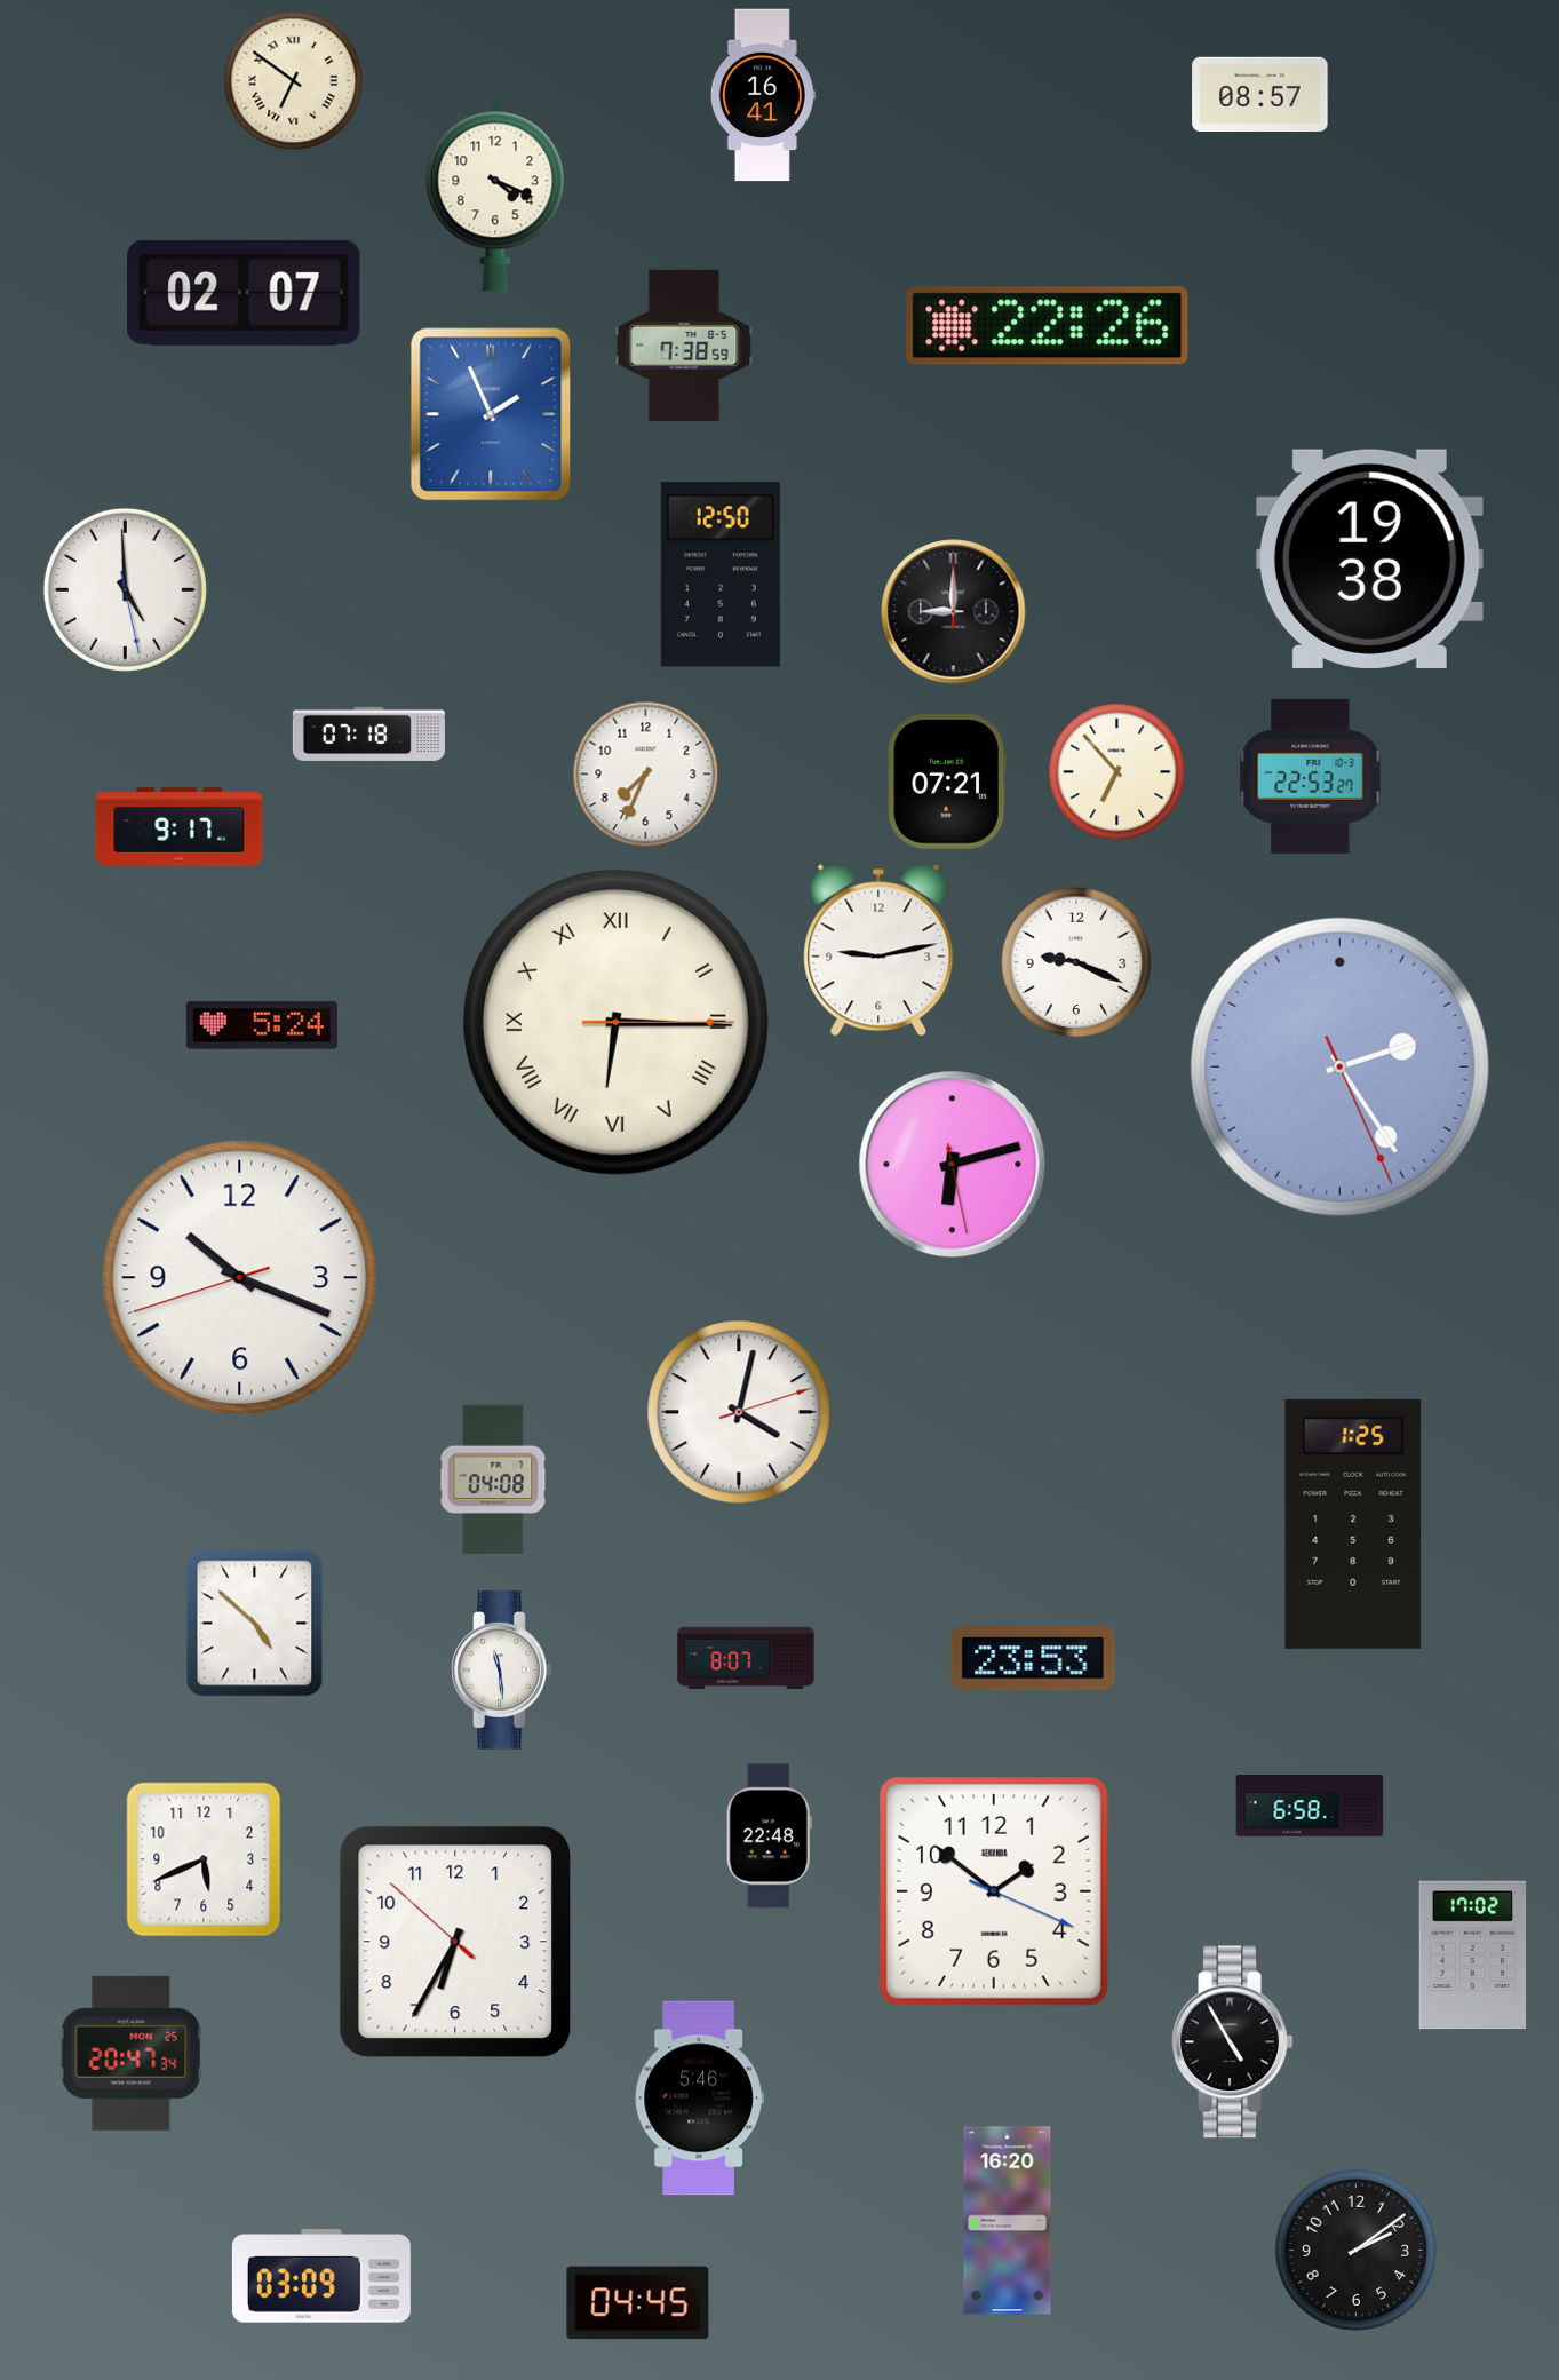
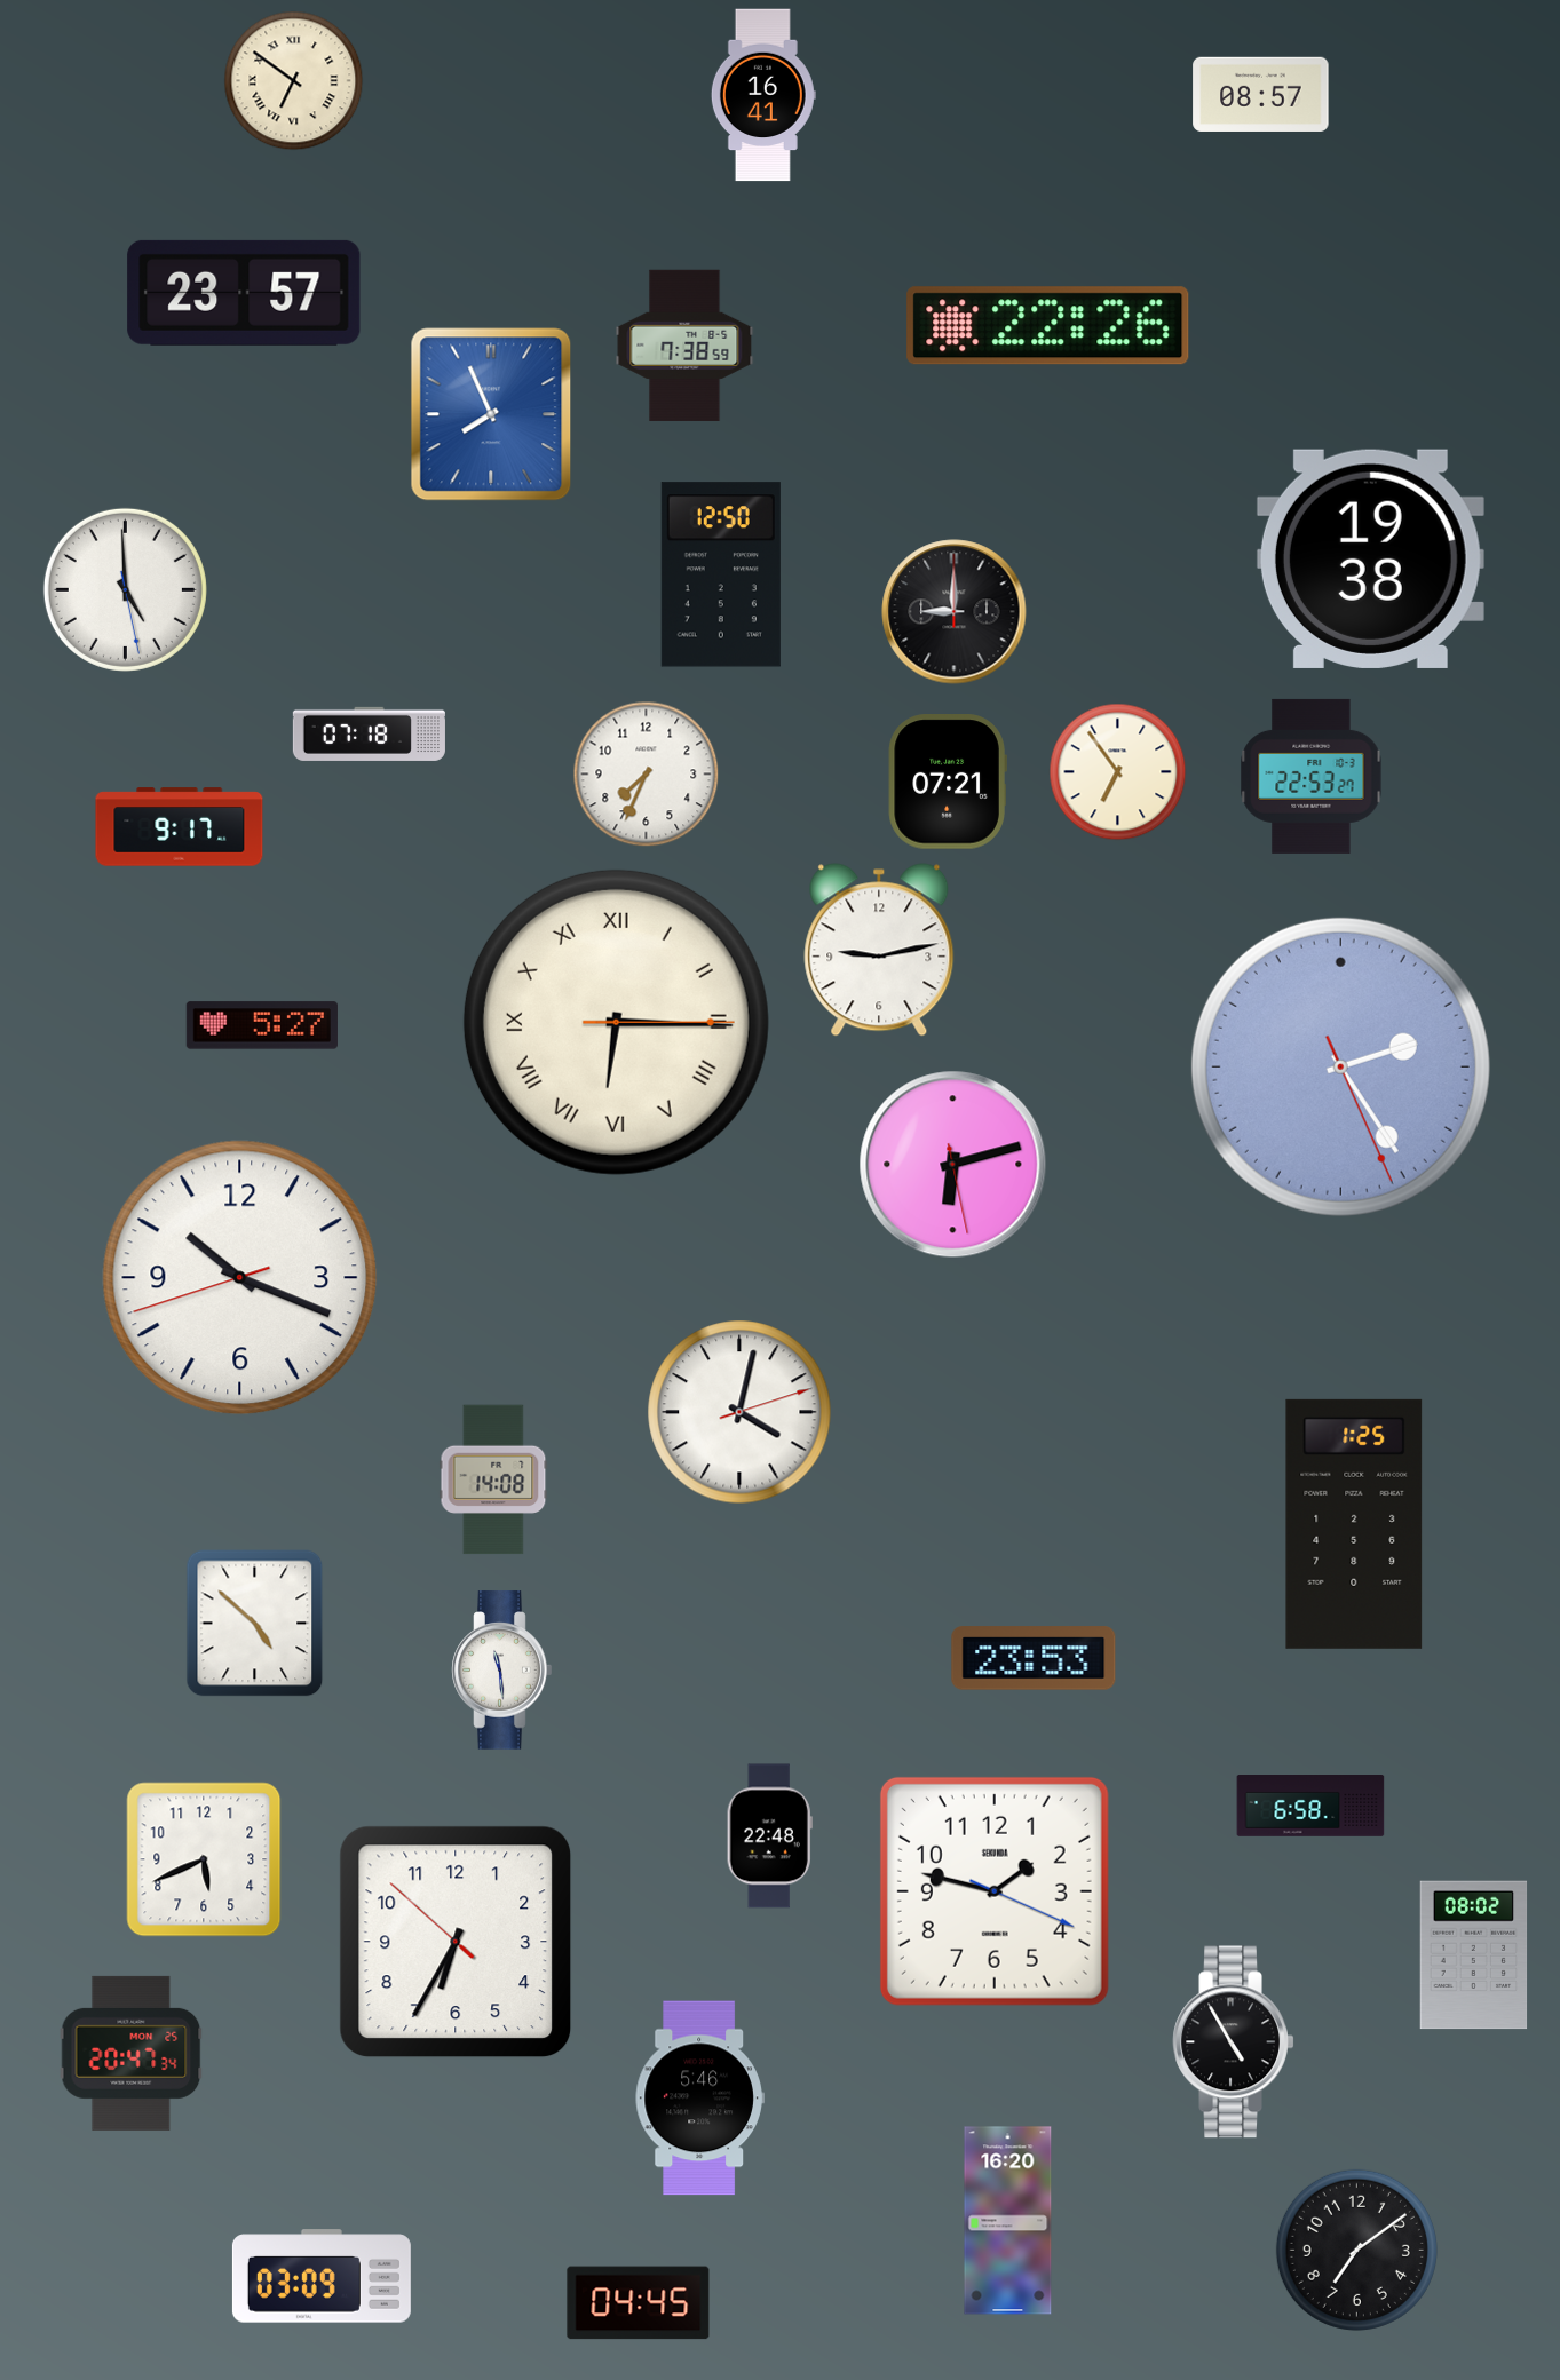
clock at (495, 197): 4:19 -> none
clock at (244, 293): 02:07 -> 23:57
clock at (491, 414): 1:56 -> 7:56
clock at (1117, 772): 6:53 -> 6:54
clock at (1076, 962): 9:19 -> none
clock at (262, 1025): 5:24 -> 5:27
clock at (493, 1479): 04:08 -> 14:08
clock at (746, 1657): 8:07 -> none
clock at (994, 1891): 1:51 -> 1:47
clock at (1473, 1955): 17:02 -> 08:02
clock at (1355, 2250): 2:09 -> 7:09
